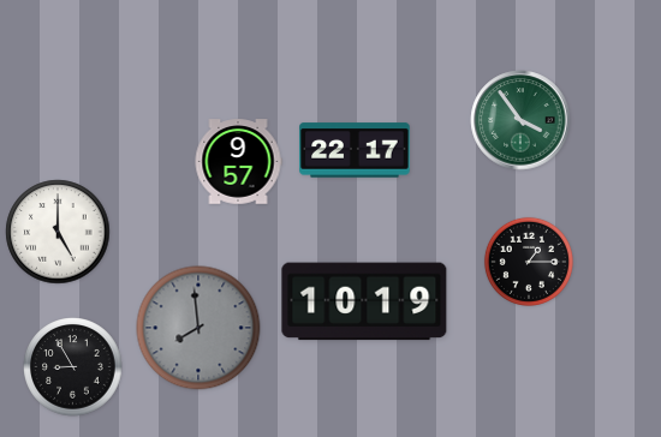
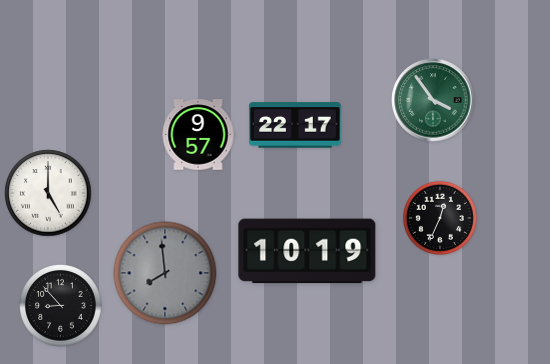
clock at (529, 262): 1:15 -> 12:34
clock at (364, 301) position: (364, 301) -> (307, 251)
clock at (73, 367): 8:55 -> 8:53
